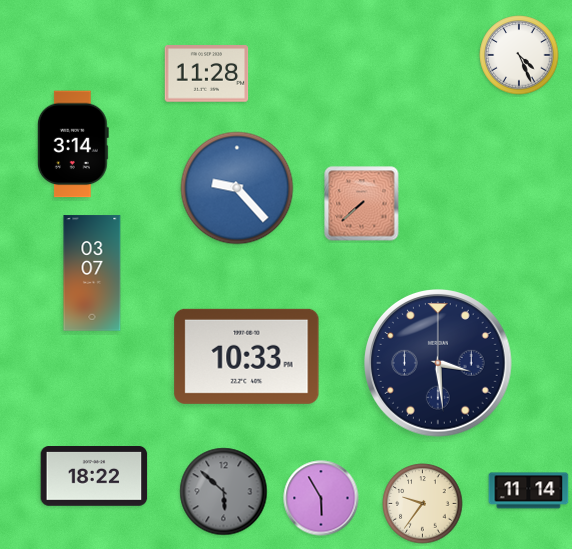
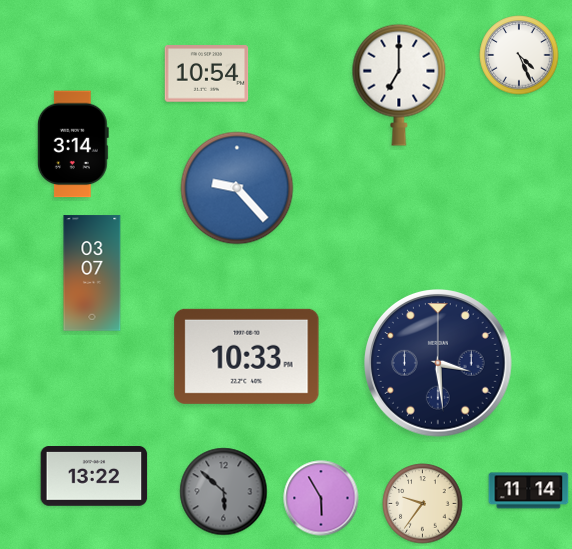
clock at (207, 74): 11:28 -> 10:54
clock at (399, 85): none -> 7:00
clock at (362, 204): 7:38 -> none
clock at (94, 477): 18:22 -> 13:22
